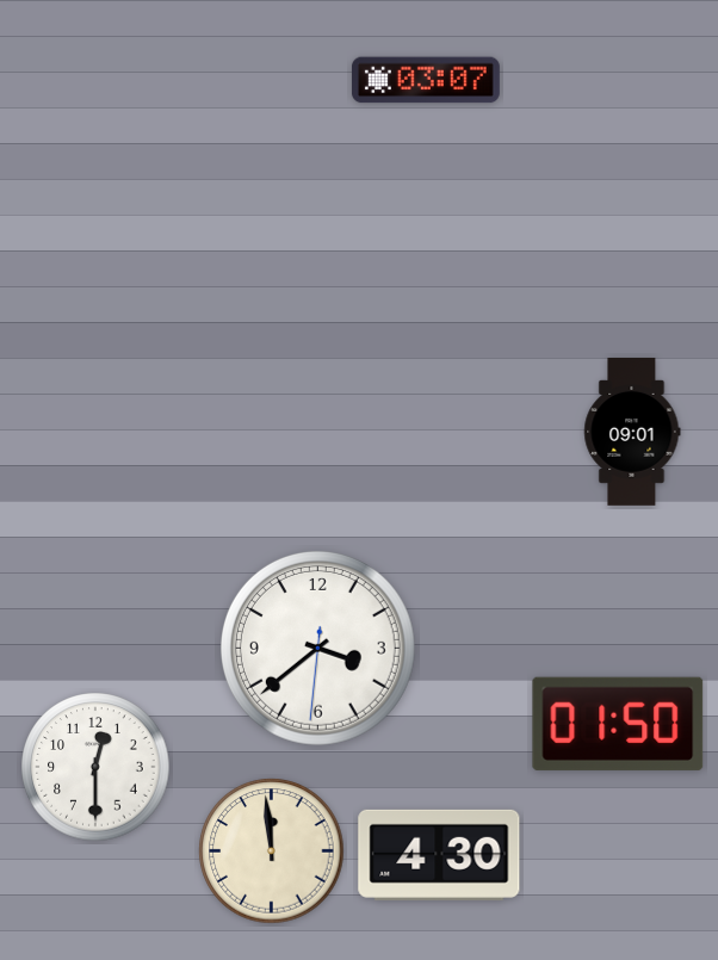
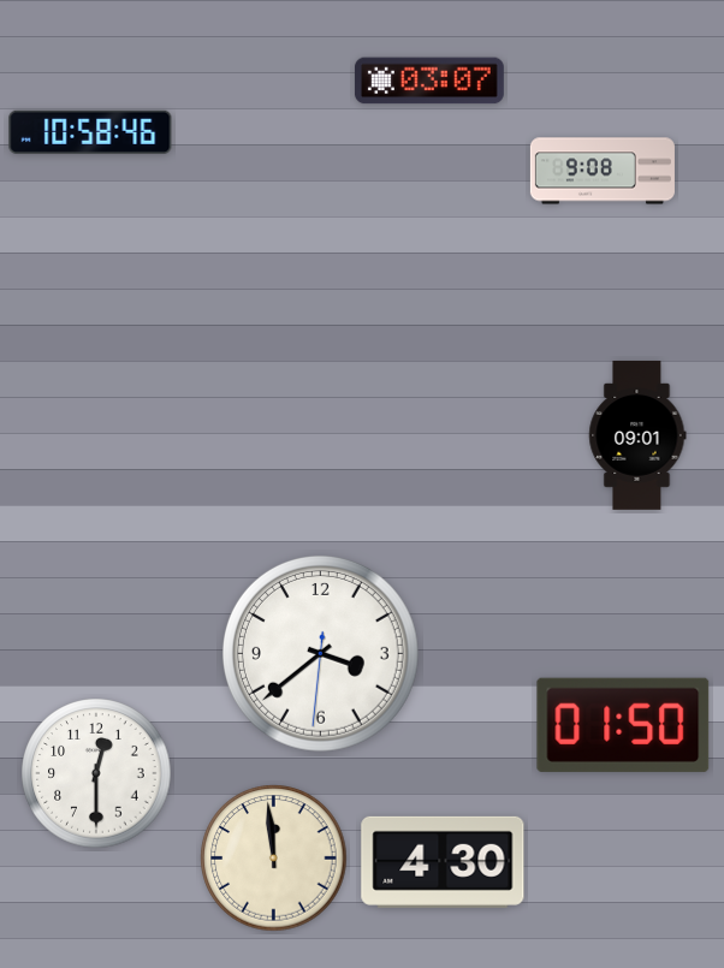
clock at (90, 132): none -> 10:58
clock at (603, 171): none -> 9:08
clock at (618, 724) position: (618, 724) -> (623, 725)
